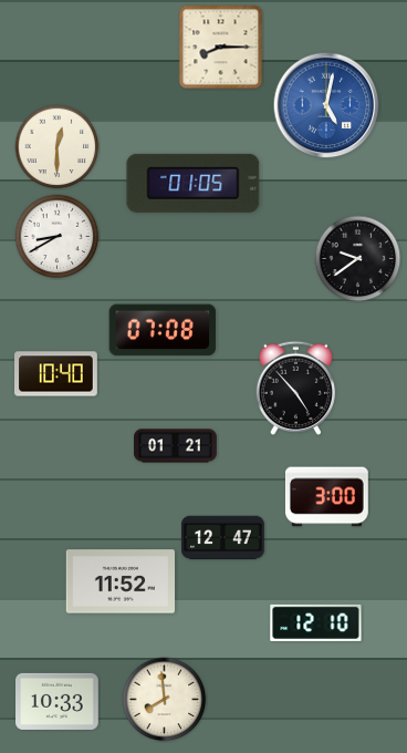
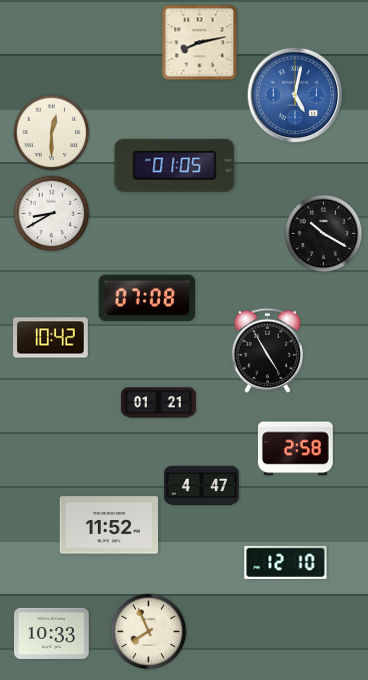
clock at (221, 48): 8:15 -> 8:13
clock at (358, 259): 9:39 -> 10:20
clock at (56, 374): 10:40 -> 10:42
clock at (295, 388): 4:53 -> 4:55
clock at (326, 497): 3:00 -> 2:58
clock at (223, 538): 12:47 -> 4:47
clock at (165, 700): 7:59 -> 7:56
